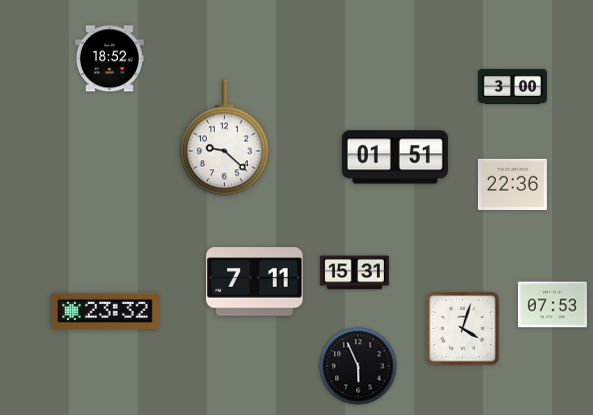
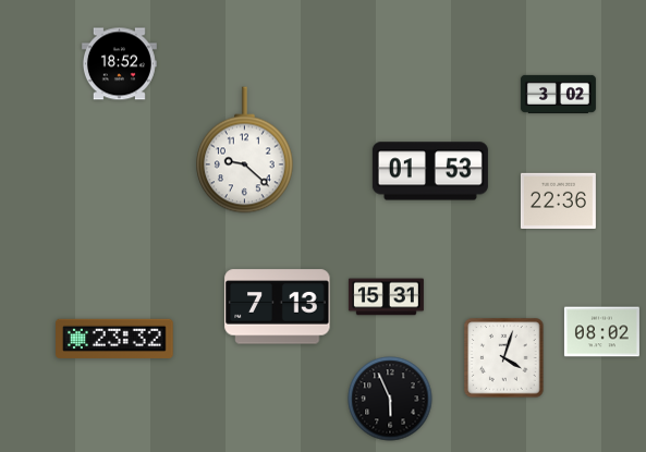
clock at (512, 86): 3:00 -> 3:02
clock at (395, 157): 01:51 -> 01:53
clock at (255, 282): 7:11 -> 7:13
clock at (552, 305): 07:53 -> 08:02
